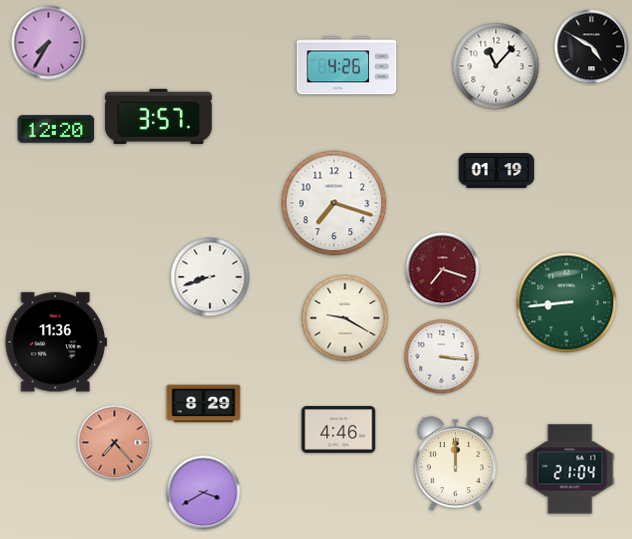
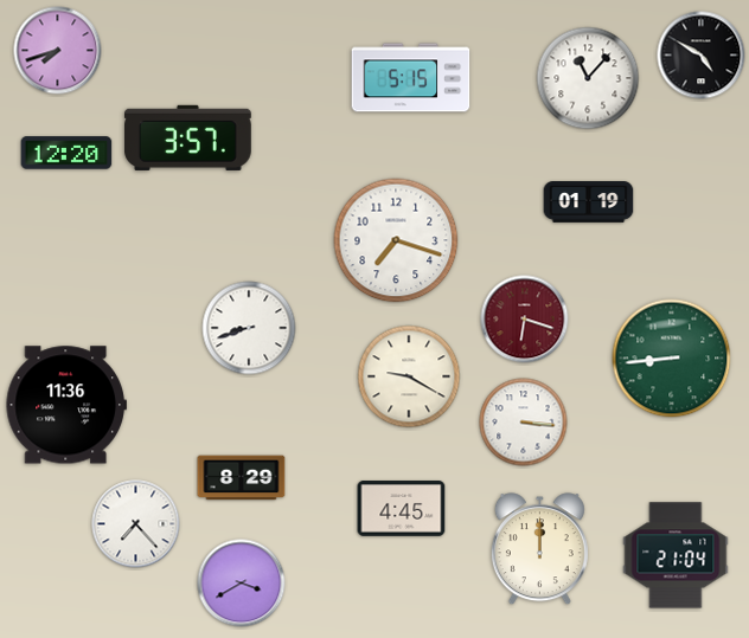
clock at (49, 43): 7:35 -> 7:42
clock at (347, 66): 4:26 -> 5:15
clock at (443, 270): 7:18 -> 6:18
clock at (339, 430): 4:46 -> 4:45
clock at (115, 443) dial: salmon -> white
